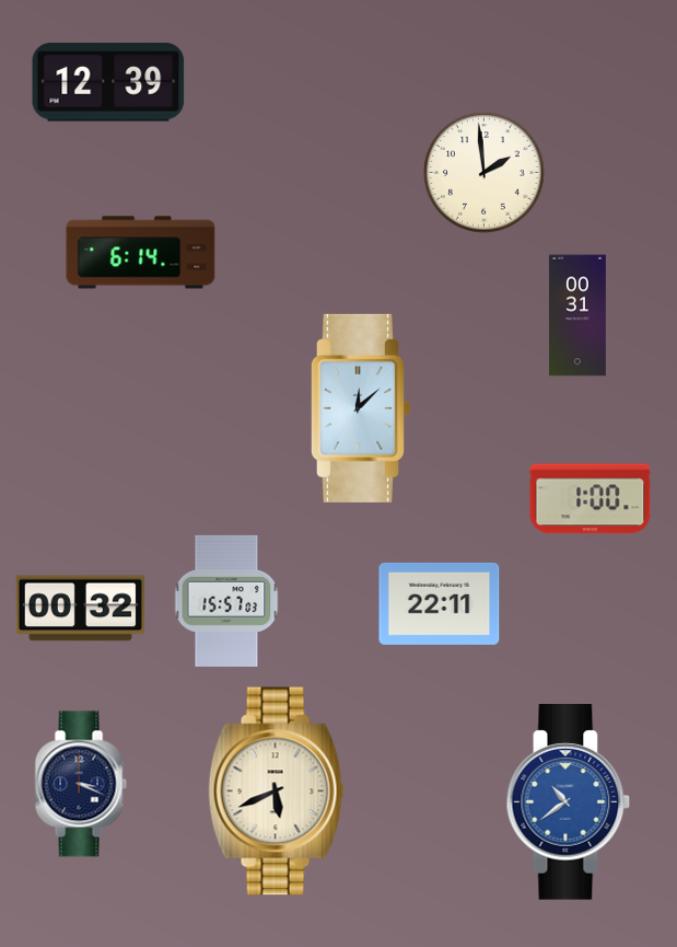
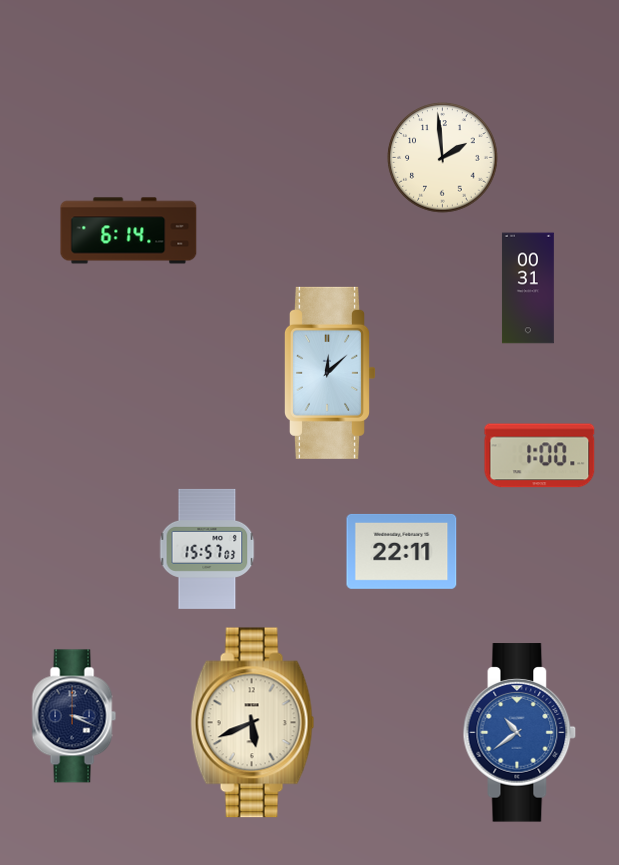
clock at (108, 82): 12:39 -> none
clock at (80, 609): 00:32 -> none
